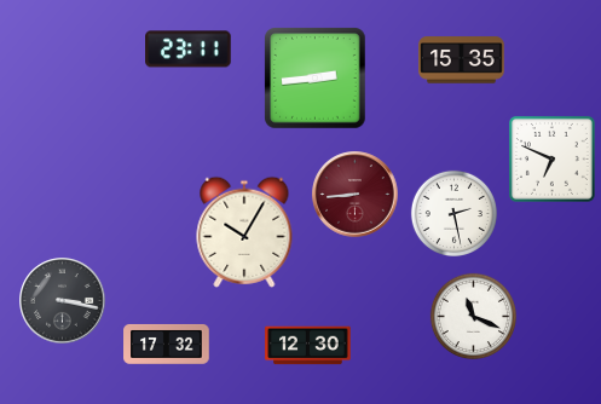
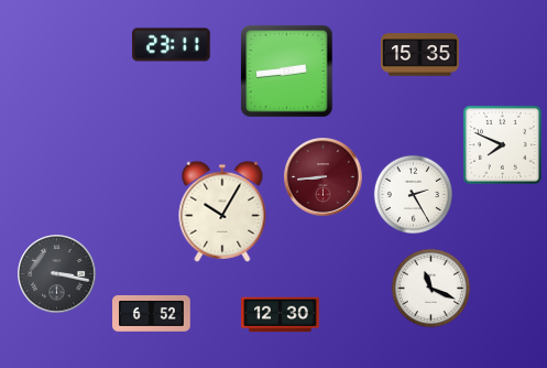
clock at (551, 158): 6:49 -> 7:49
clock at (453, 213): 2:28 -> 2:25
clock at (167, 344): 17:32 -> 6:52
